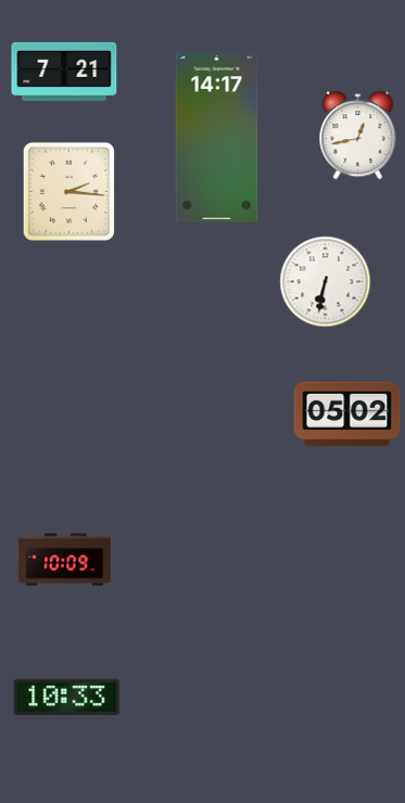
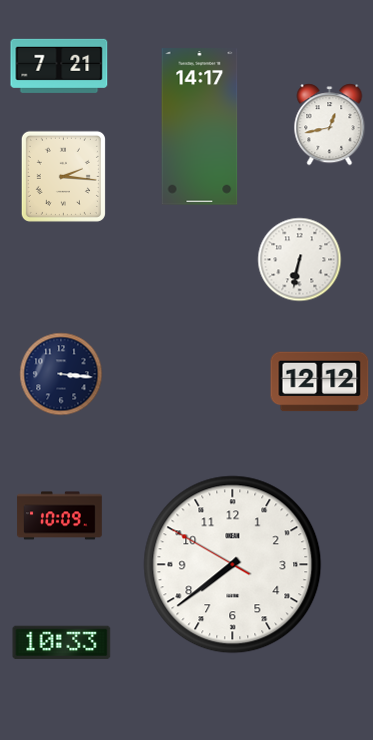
clock at (61, 374): none -> 3:16
clock at (347, 415): 05:02 -> 12:12
clock at (233, 565): none -> 7:38
